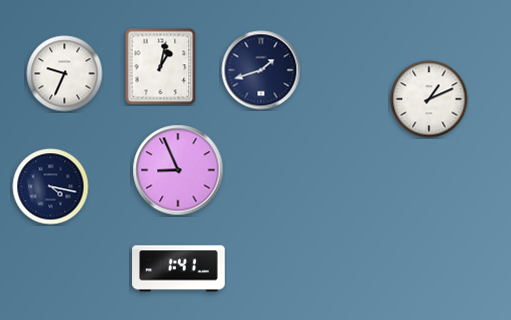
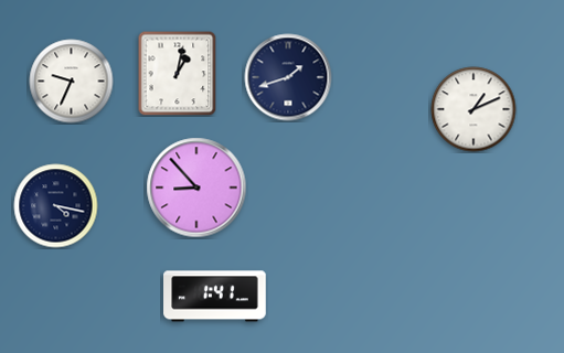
clock at (178, 170): 8:56 -> 8:53
clock at (179, 269) position: (179, 269) -> (215, 297)
